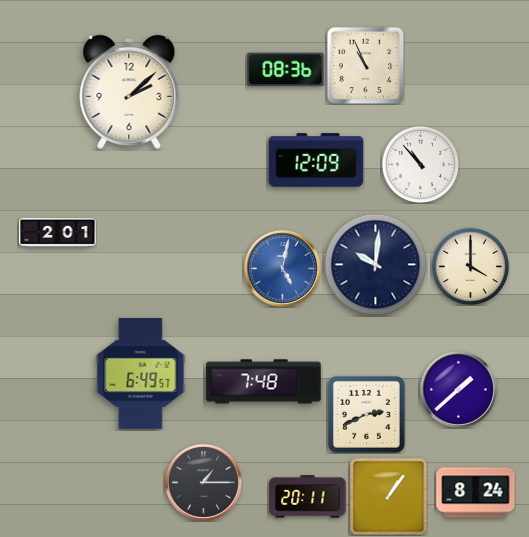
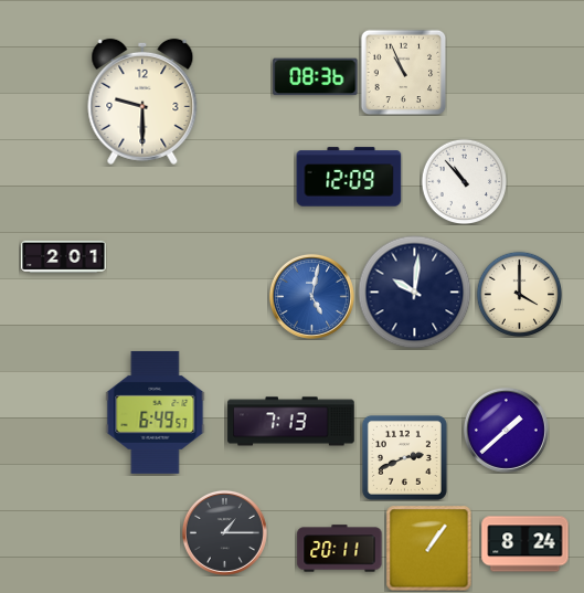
clock at (129, 92): 2:08 -> 9:30
clock at (264, 382): 7:48 -> 7:13
